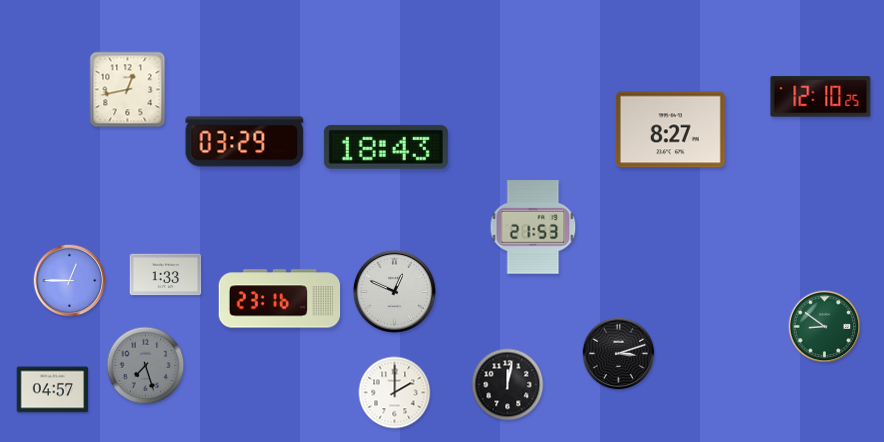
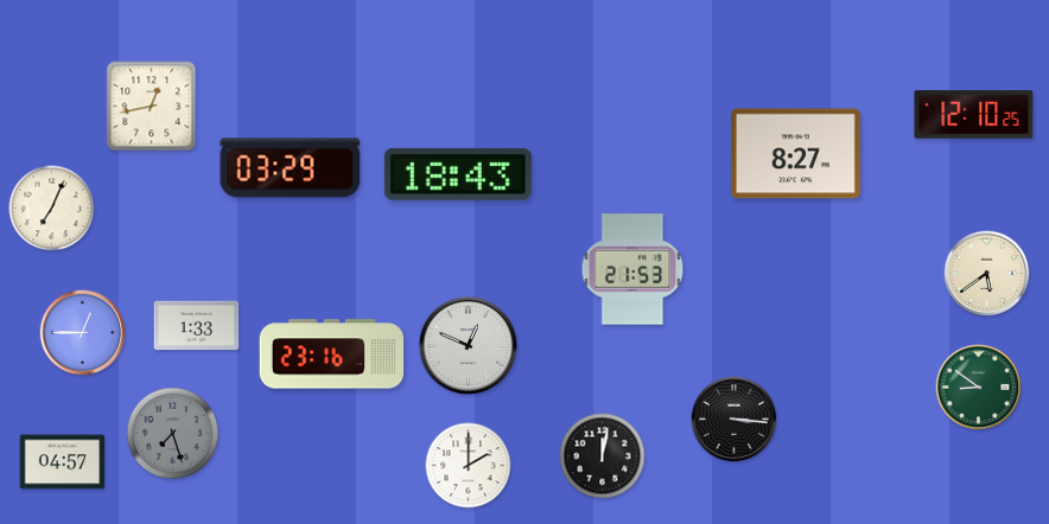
clock at (52, 209): none -> 7:04
clock at (987, 274): none -> 5:39
clock at (619, 354): 3:12 -> 3:16
